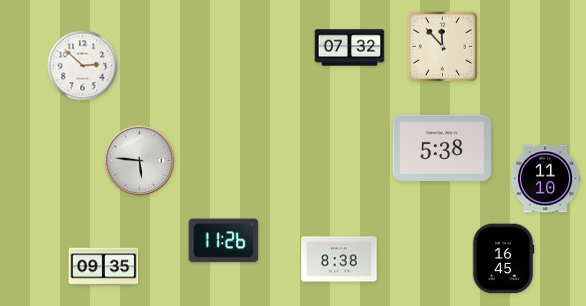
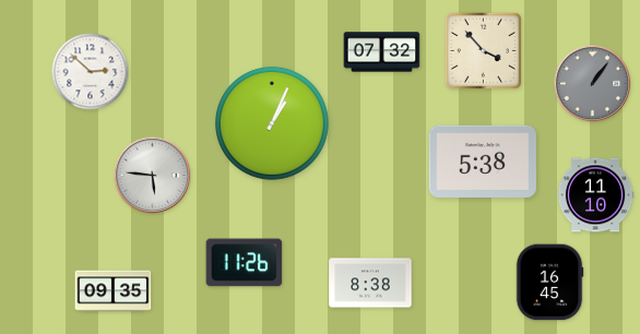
clock at (442, 46): 11:53 -> 3:53
clock at (593, 84): none -> 1:06
clock at (273, 124): none -> 1:04
